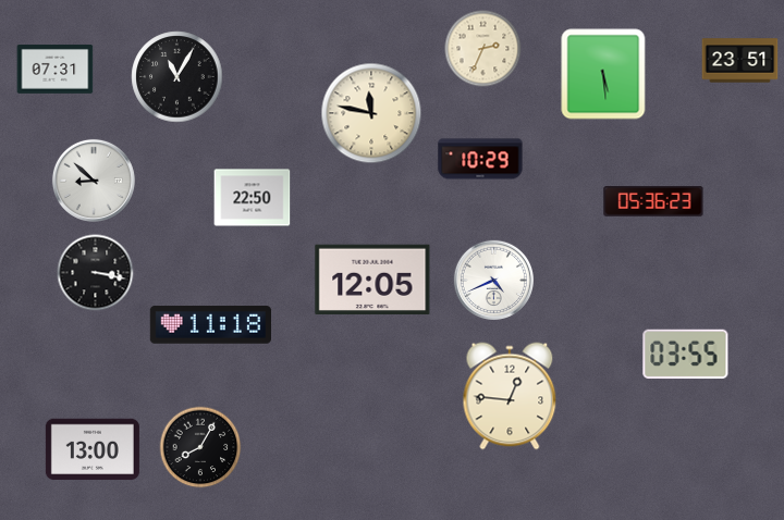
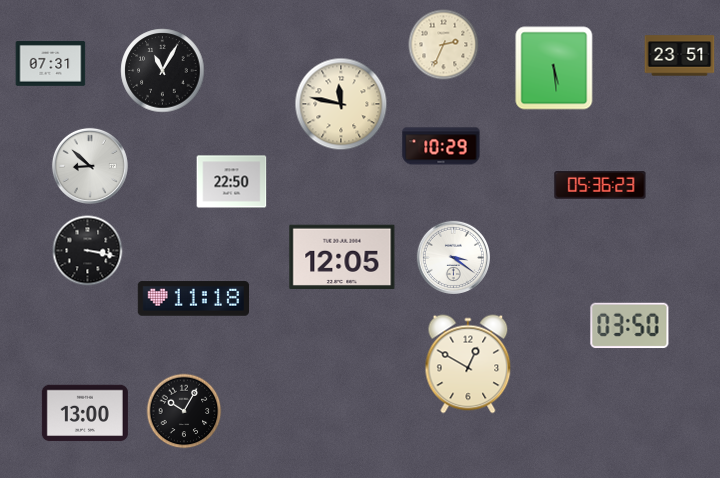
clock at (94, 181) position: (94, 181) -> (90, 166)
clock at (493, 280): 4:41 -> 3:21
clock at (686, 355): 03:55 -> 03:50
clock at (510, 396): 12:46 -> 12:50
clock at (200, 447): 8:05 -> 10:05
